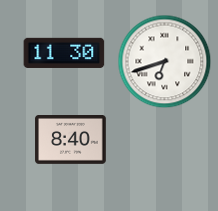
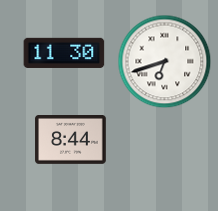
clock at (71, 140): 8:40 -> 8:44
